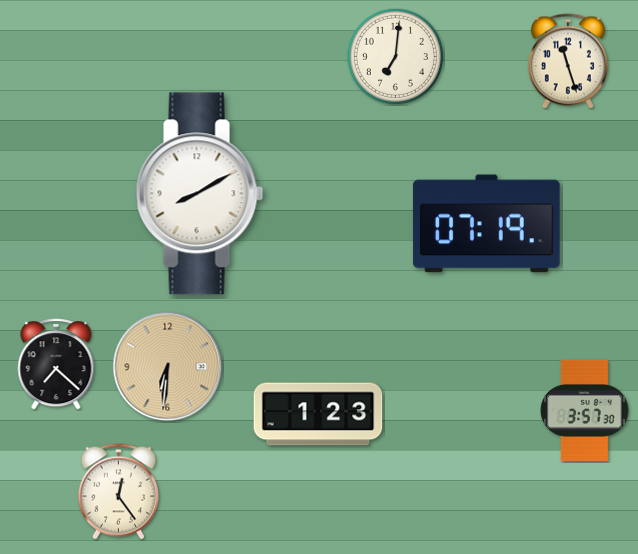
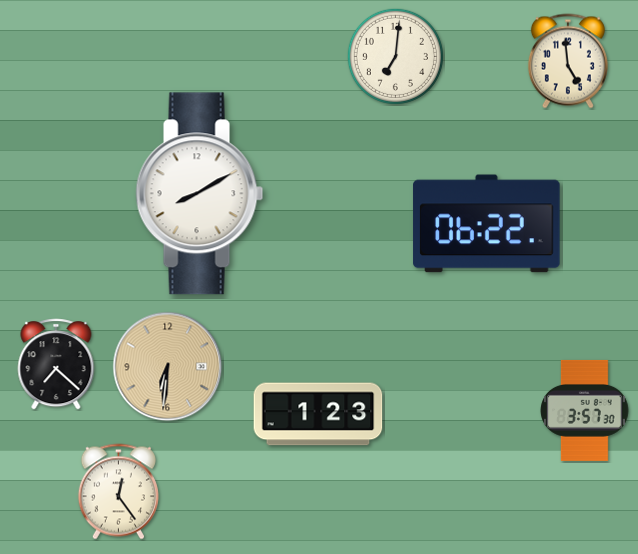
clock at (568, 61): 11:27 -> 4:59
clock at (487, 224): 07:19 -> 06:22
